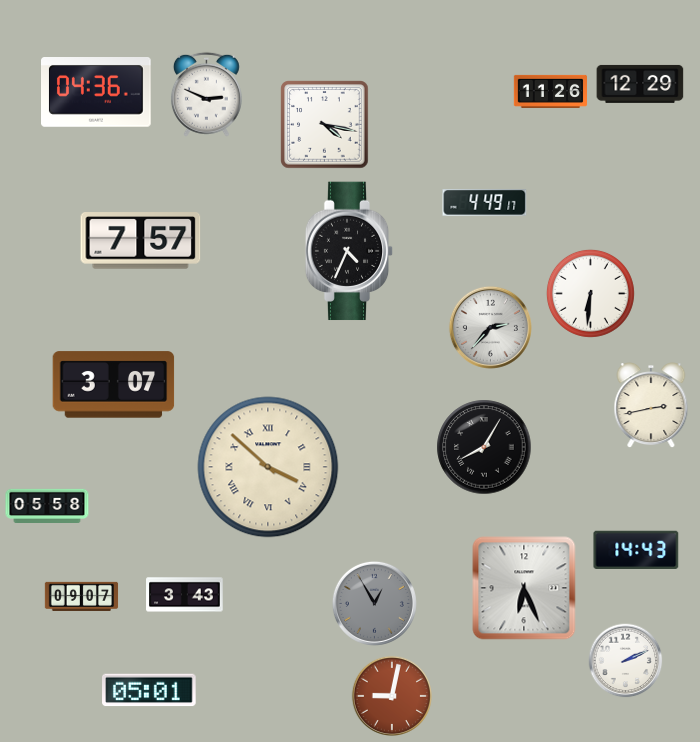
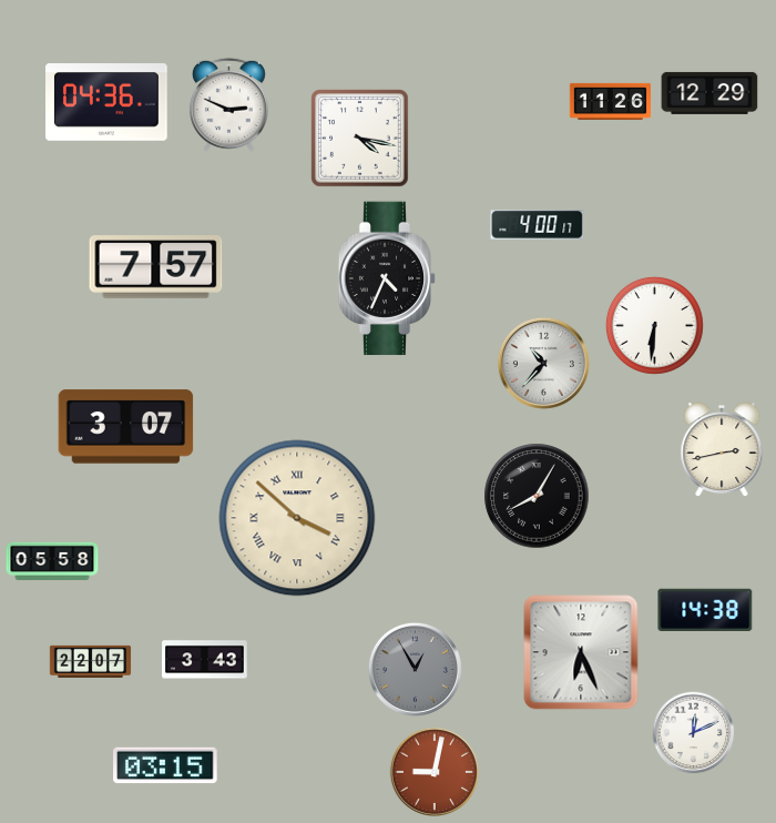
clock at (485, 203): 4:49 -> 4:00
clock at (490, 327): 2:37 -> 10:37
clock at (636, 550): 14:43 -> 14:38
clock at (82, 596): 09:07 -> 22:07
clock at (626, 661): 2:11 -> 12:11
clock at (149, 690): 05:01 -> 03:15
